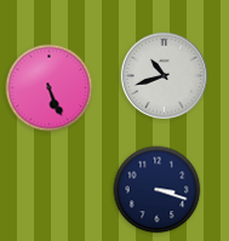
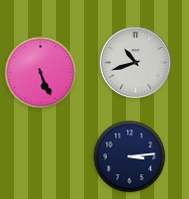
clock at (158, 190): 3:18 -> 3:14
